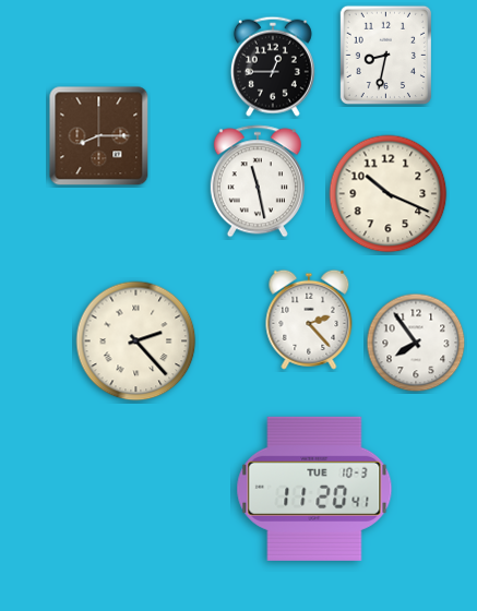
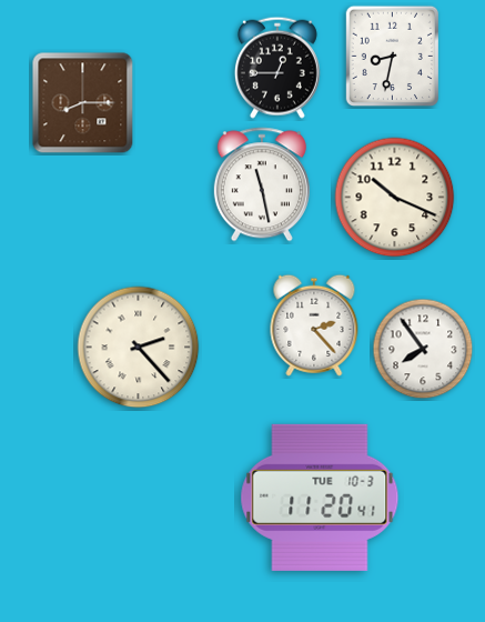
clock at (99, 136) position: (99, 136) -> (83, 103)
